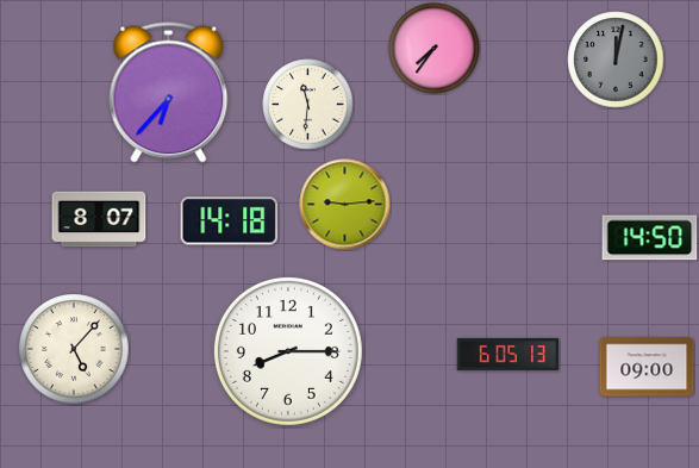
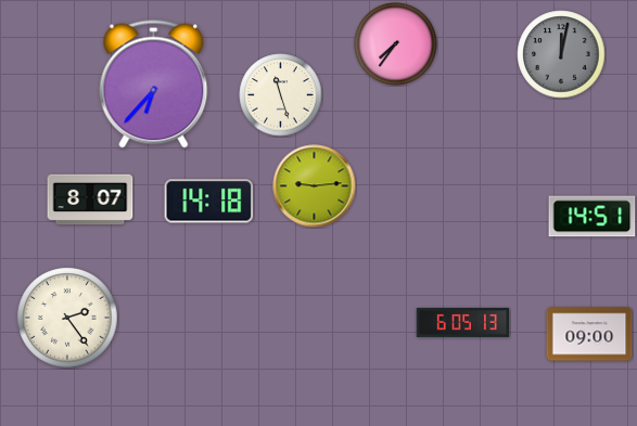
clock at (308, 105): 11:31 -> 11:27
clock at (650, 238): 14:50 -> 14:51
clock at (74, 349): 5:07 -> 2:24
clock at (288, 351): 8:15 -> none
